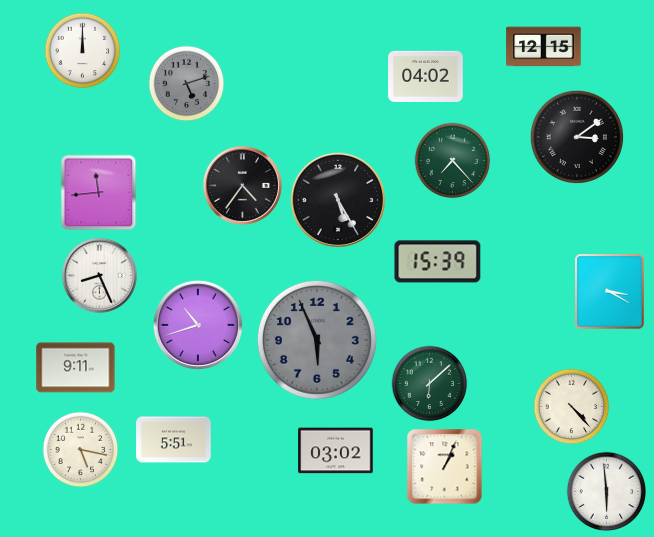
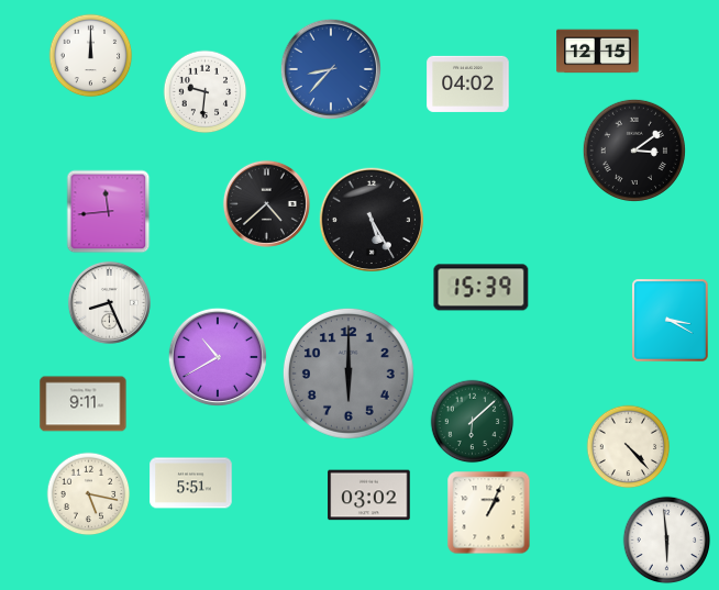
clock at (330, 68): none -> 8:37
clock at (187, 84): 5:12 -> 9:31
clock at (187, 84) dial: grey -> white
clock at (453, 161): 7:23 -> none
clock at (242, 185): 4:36 -> 4:38
clock at (198, 325): 10:42 -> 10:40
clock at (317, 340): 5:56 -> 6:00
